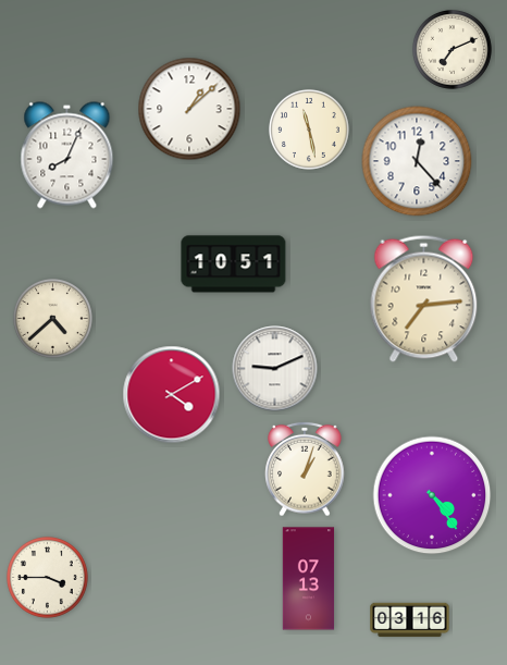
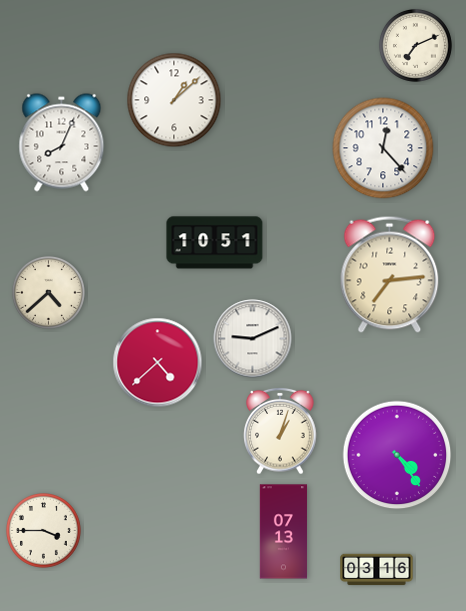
clock at (309, 130): 11:28 -> none
clock at (172, 395): 4:10 -> 4:38
